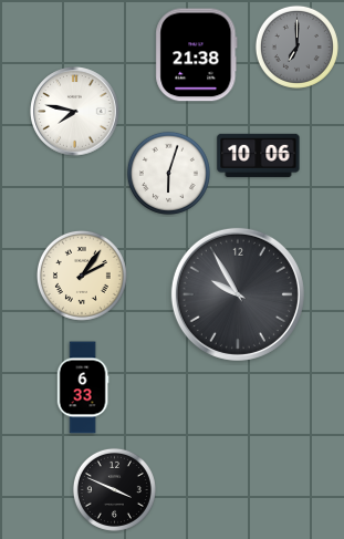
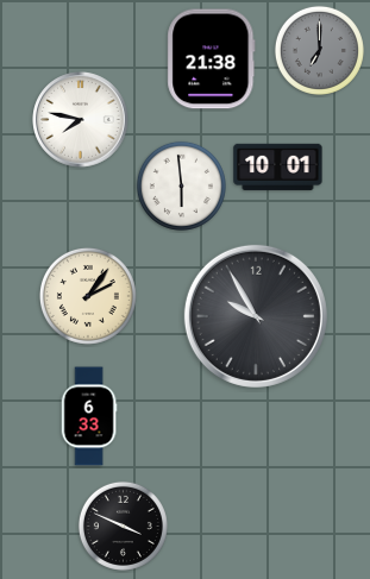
clock at (259, 155): 10:06 -> 10:01
clock at (168, 173): 6:03 -> 5:59
